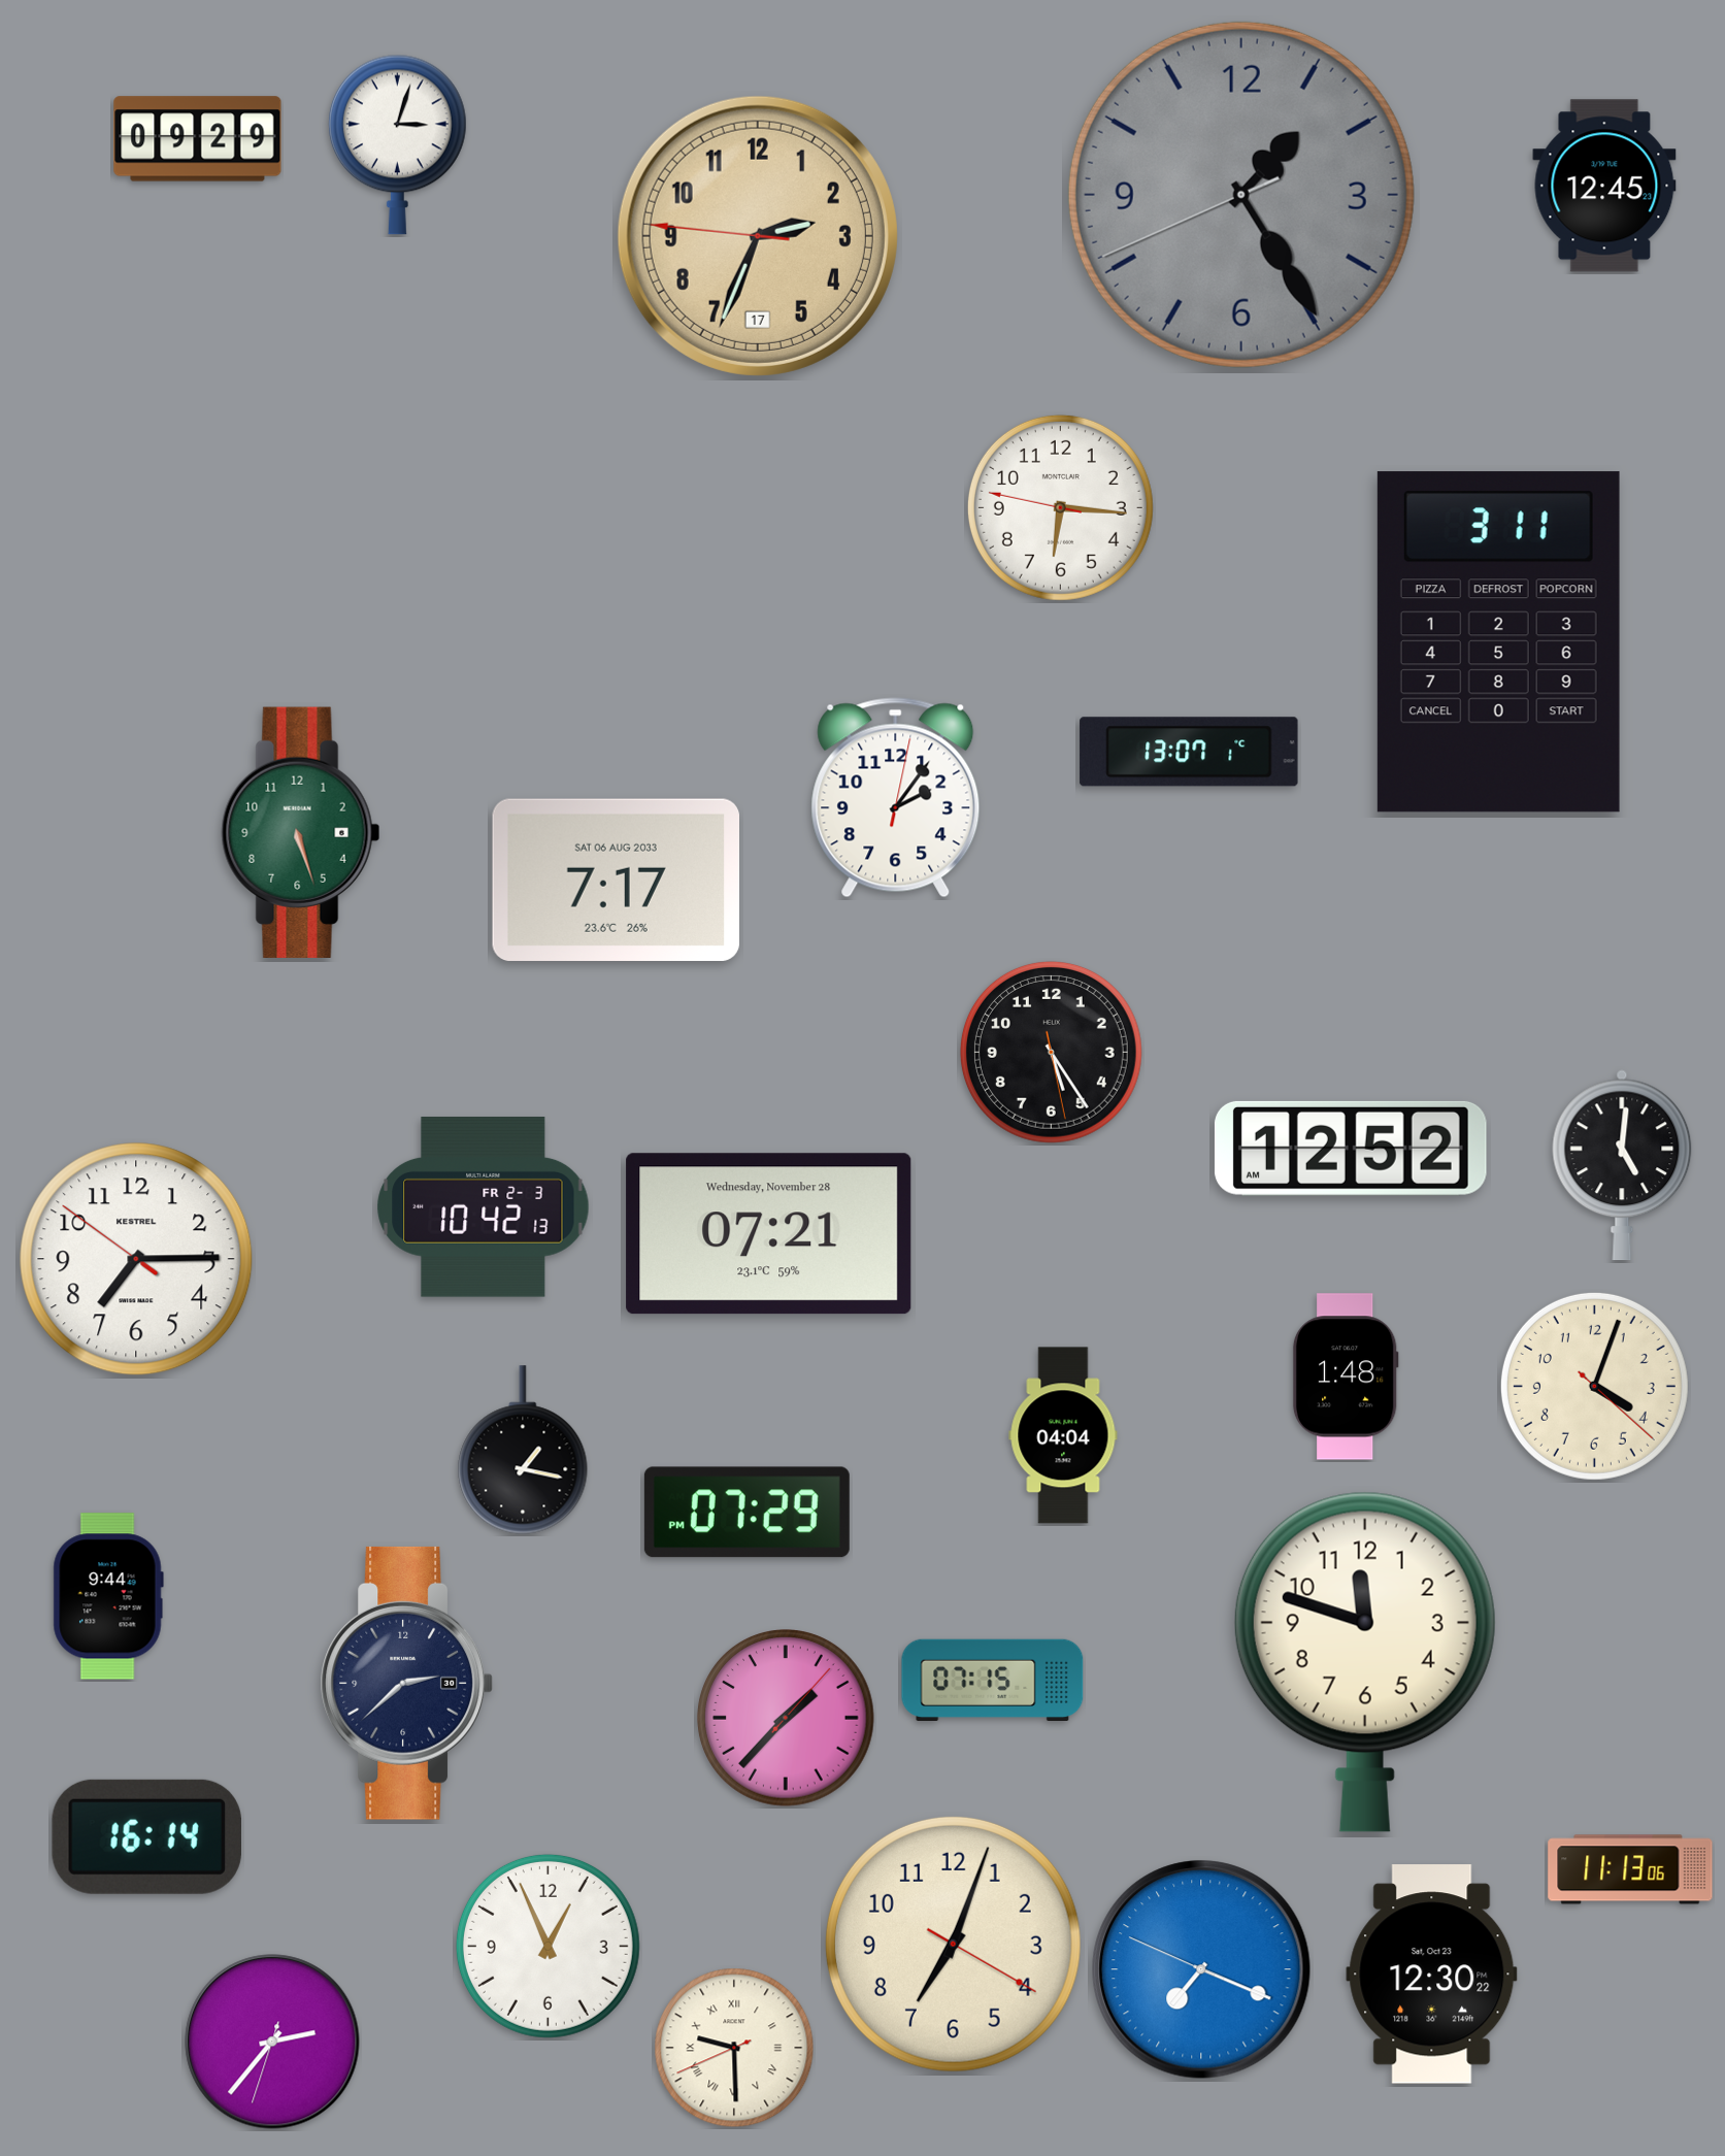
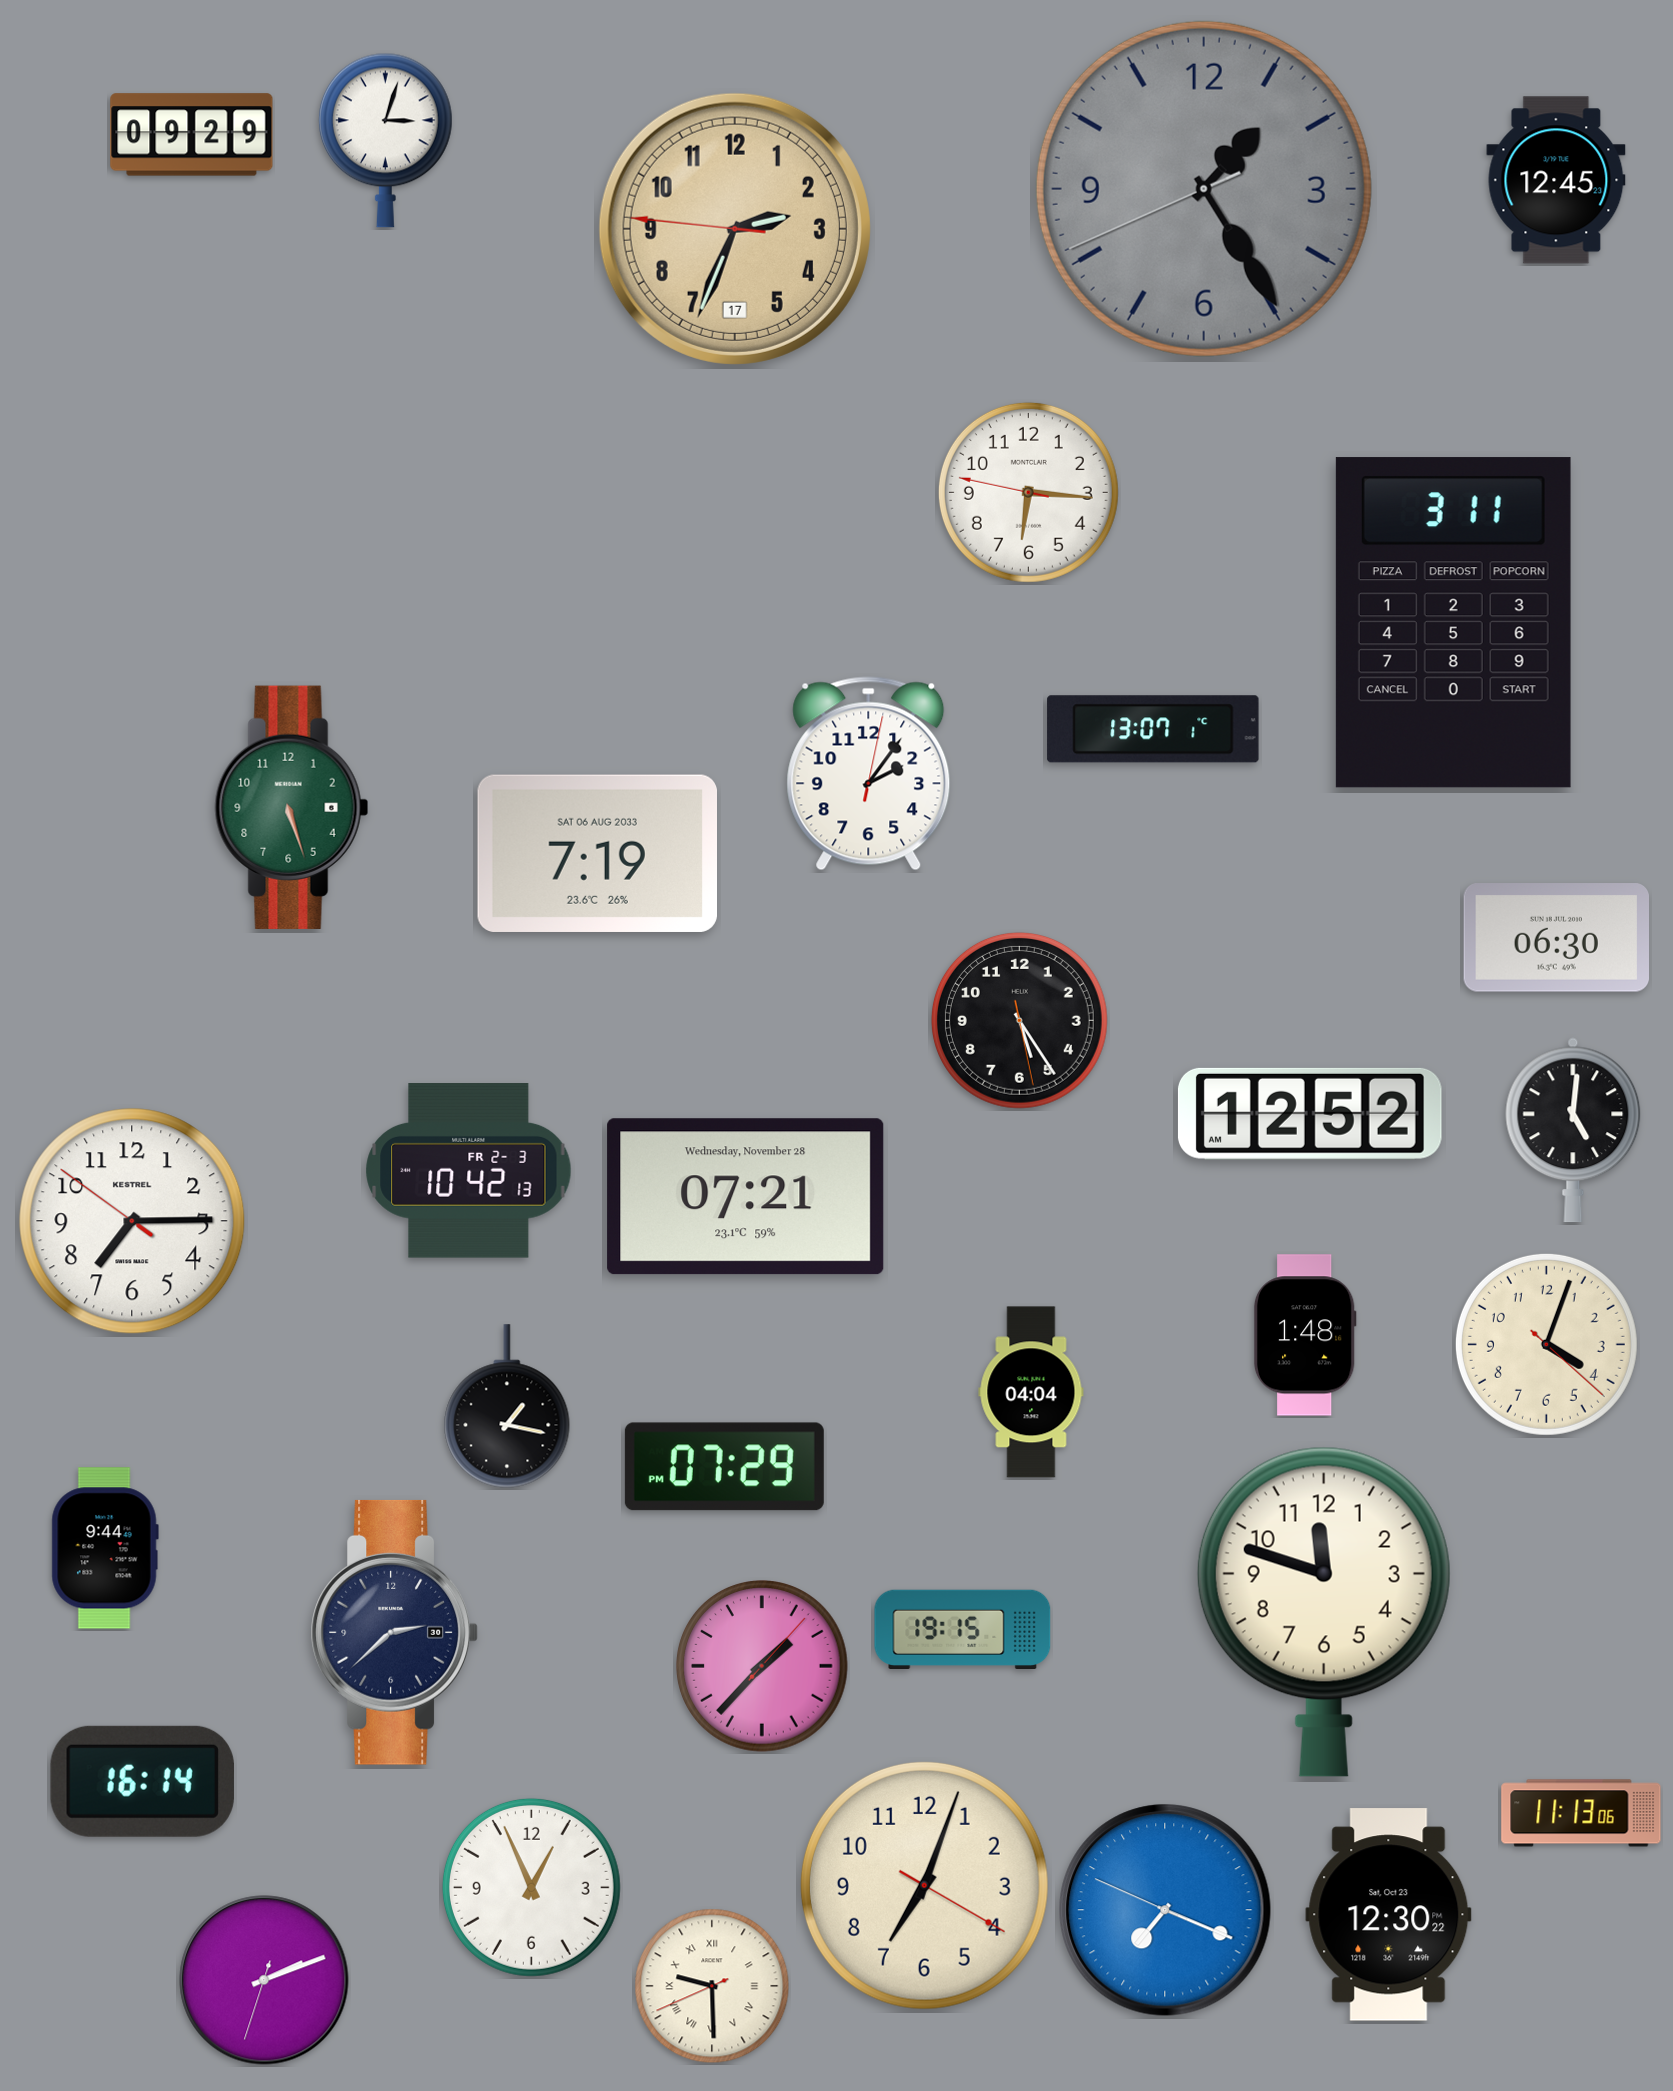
clock at (616, 880): 7:17 -> 7:19
clock at (1556, 938): none -> 06:30
clock at (993, 1680): 07:15 -> 19:15
clock at (272, 2042): 2:36 -> 2:11
